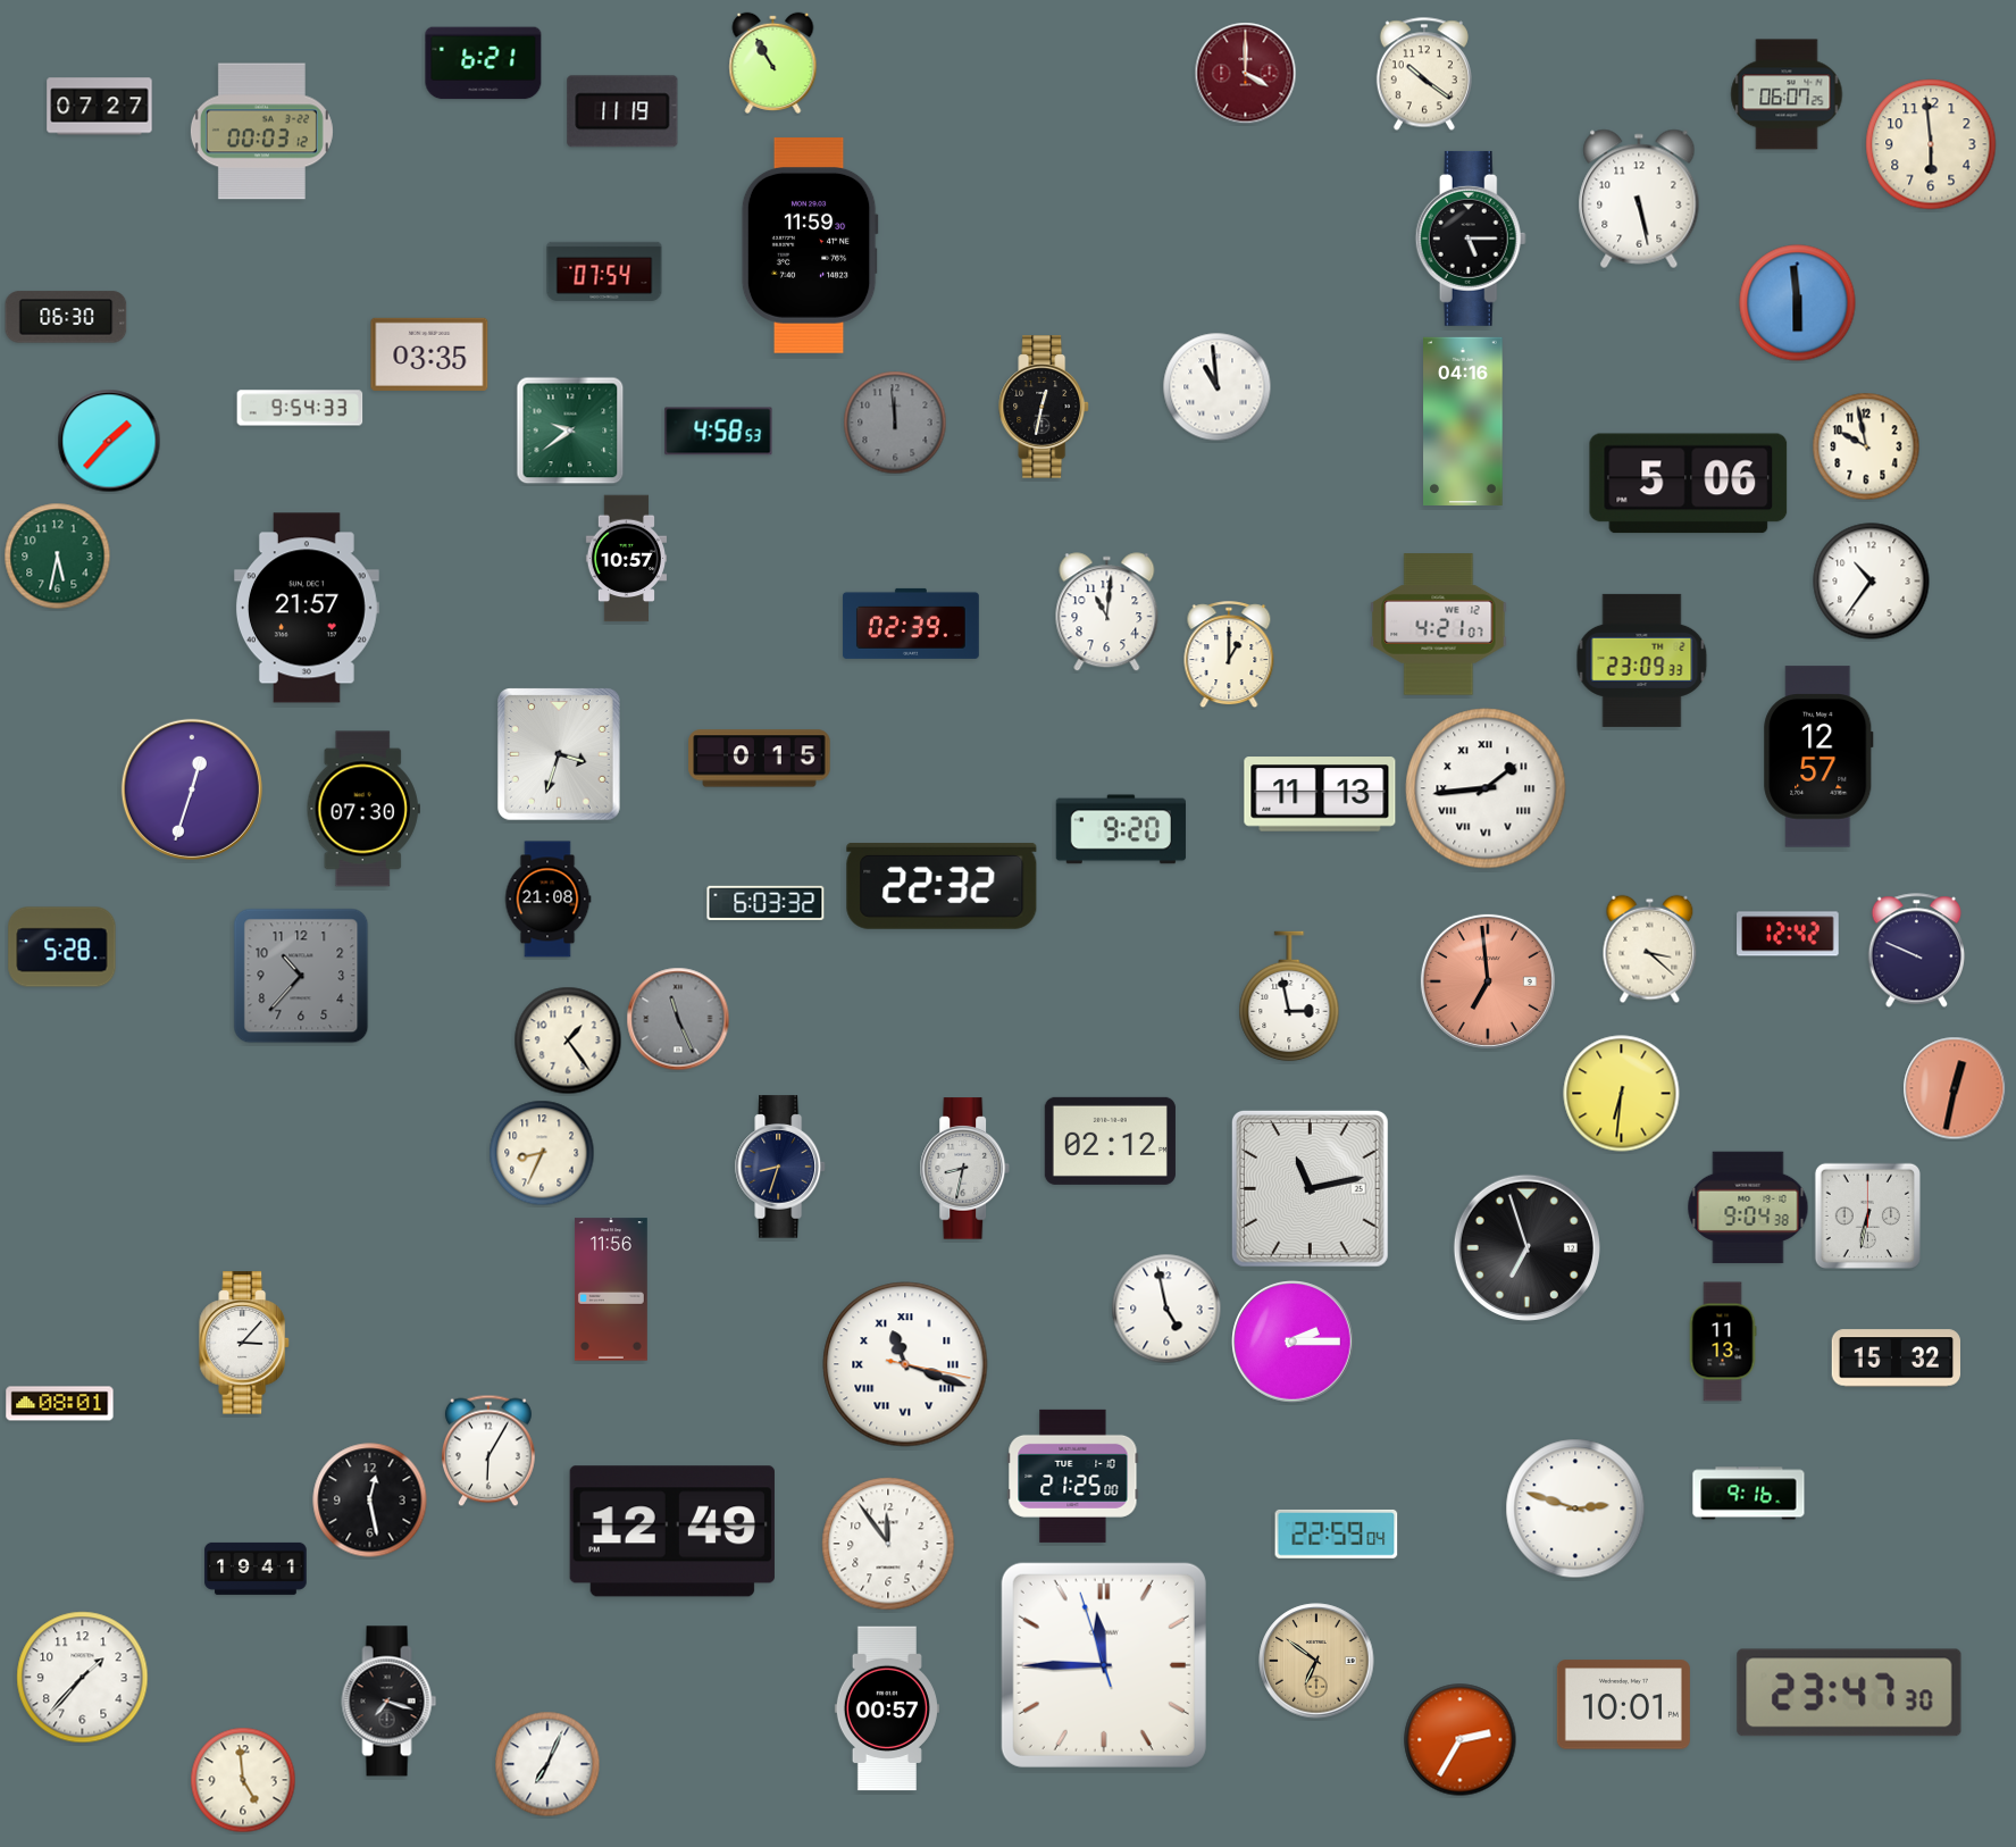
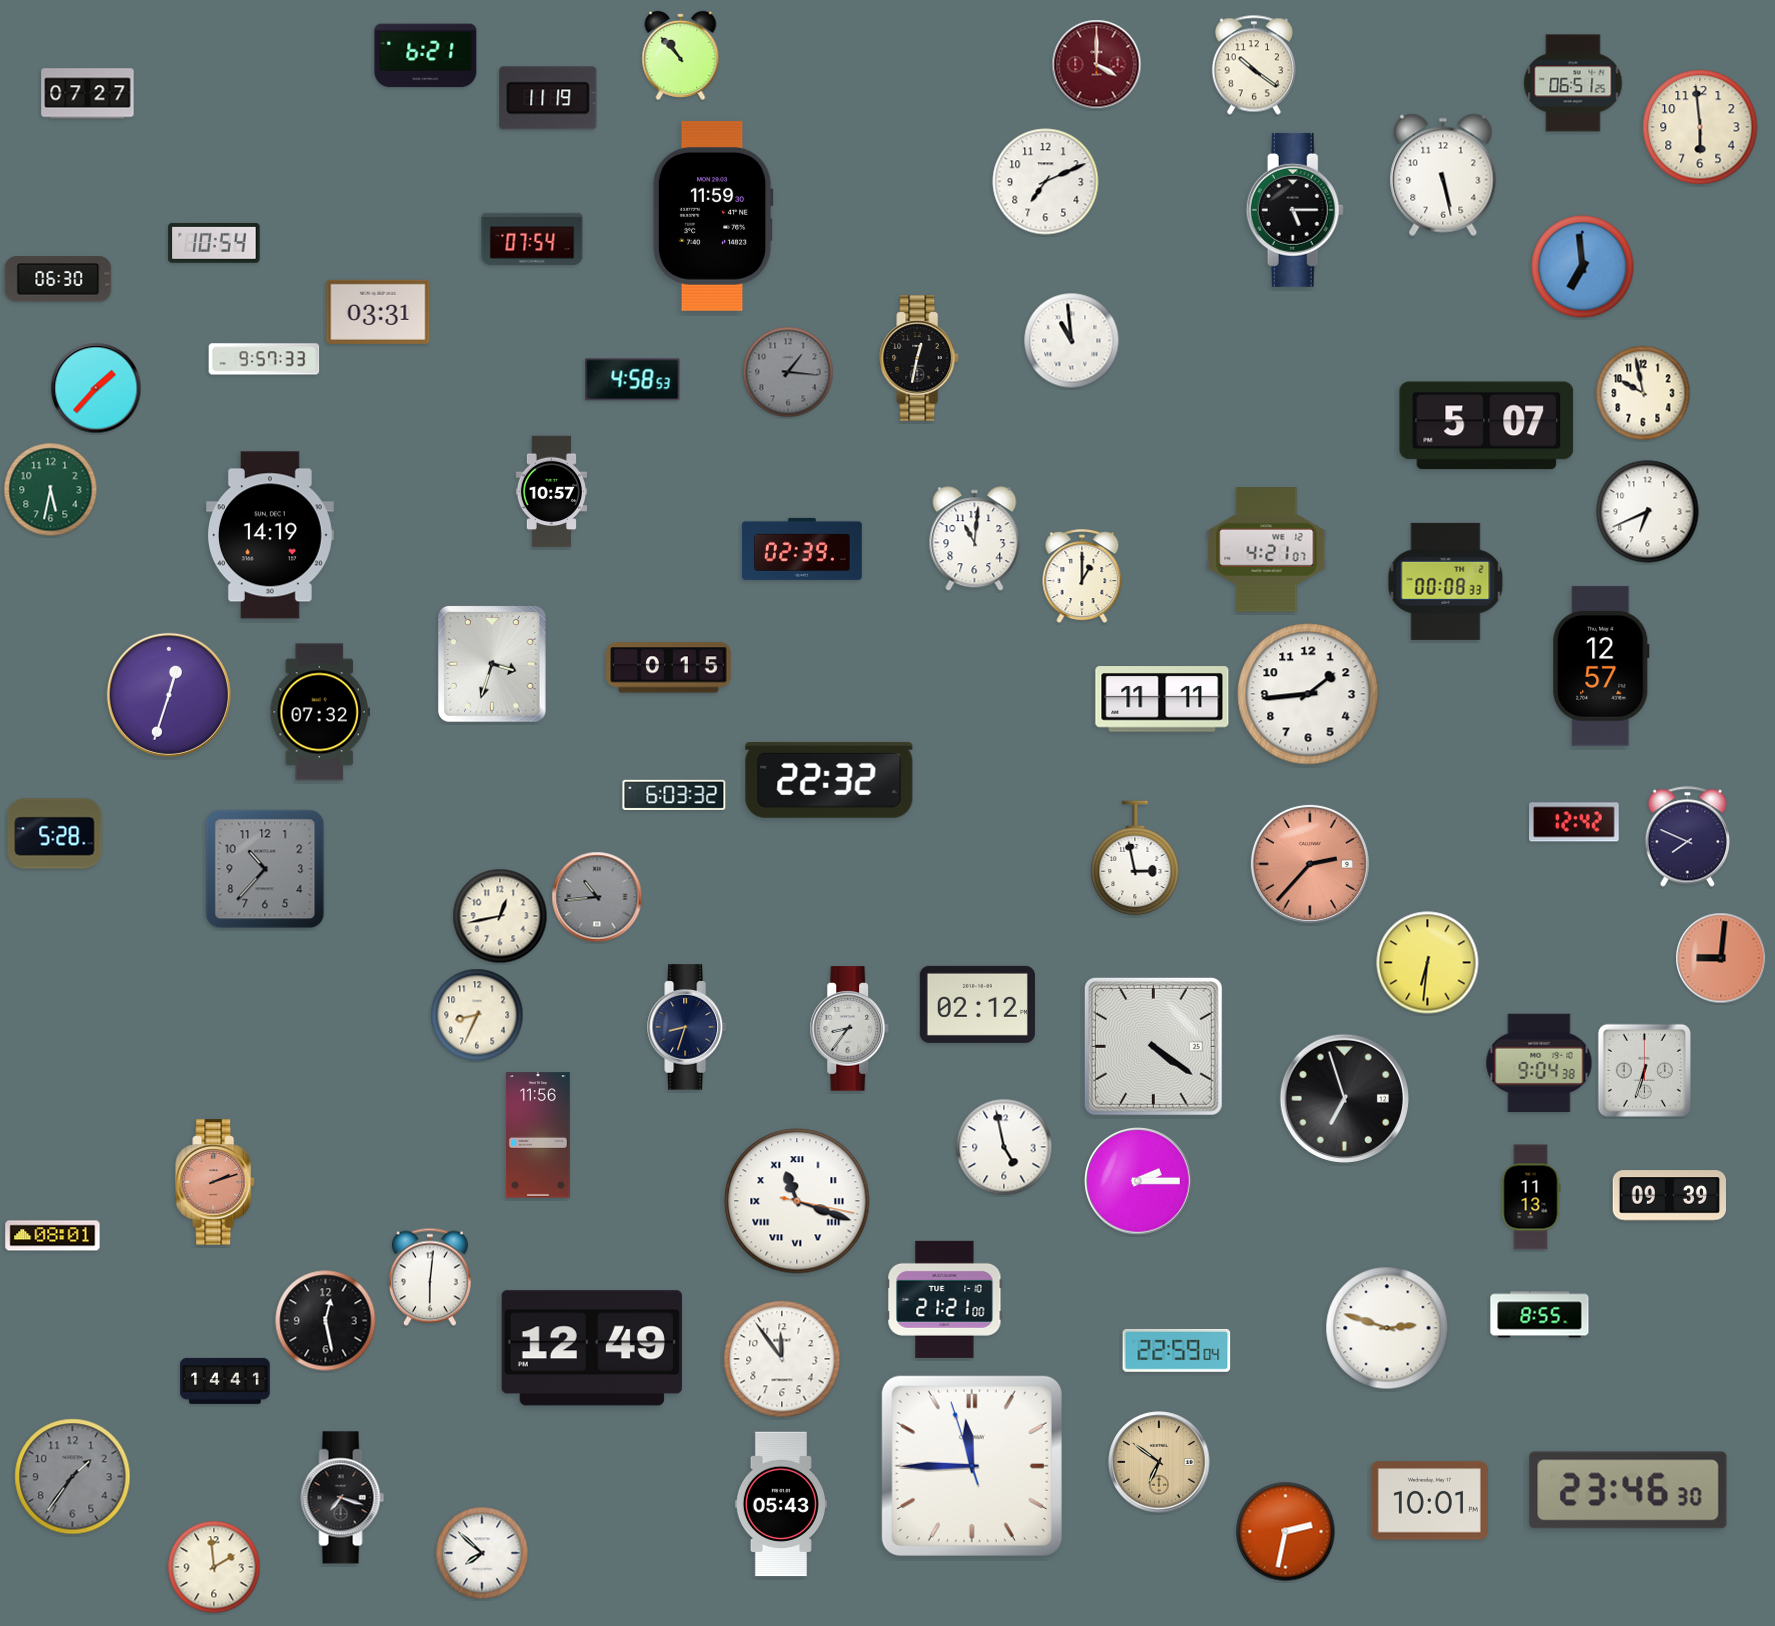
clock at (773, 62): 10:55 -> 10:53
clock at (1787, 94): 06:07 -> 06:51
clock at (261, 132): 00:03 -> none
clock at (1046, 182): none -> 7:11
clock at (214, 243): none -> 10:54
clock at (1798, 303): 5:59 -> 6:59
clock at (429, 354): 03:35 -> 03:31
clock at (300, 408): 9:54 -> 9:57
clock at (1463, 421): 04:16 -> none
clock at (895, 423): 11:59 -> 1:16
clock at (570, 431): 9:39 -> none
clock at (1689, 484): 5:06 -> 5:07
clock at (1872, 582): 10:36 -> 6:41
clock at (308, 608): 21:57 -> 14:19
clock at (1642, 660): 23:09 -> 00:08
clock at (1486, 788) numerals: Roman -> Arabic
clock at (1320, 794): 11:13 -> 11:11
clock at (363, 809): 07:30 -> 07:32
clock at (1121, 829): 9:20 -> none
clock at (547, 900): 21:08 -> none
clock at (1650, 950): 3:22 -> none
clock at (1917, 951): 9:49 -> 7:49
clock at (301, 976) position: (301, 976) -> (265, 869)
clock at (1488, 981): 6:59 -> 2:37
clock at (1289, 996) position: (1289, 996) -> (1135, 858)
clock at (678, 1019): 11:26 -> 10:44
clock at (568, 1040): 1:24 -> 12:43
clock at (1955, 1088): 12:32 -> 9:01
clock at (965, 1169): 8:32 -> 8:36
clock at (1310, 1188): 11:13 -> 4:21
clock at (1867, 1215): 6:32 -> 6:33
clock at (1166, 1309) position: (1166, 1309) -> (1004, 1147)
clock at (1723, 1342) position: (1723, 1342) -> (1531, 1197)
clock at (244, 1343): 3:07 -> 2:12
clock at (244, 1343) dial: white -> salmon
clock at (1896, 1359): 15:32 -> 09:39
clock at (488, 1451): 6:05 -> 6:01
clock at (1073, 1476): 21:25 -> 21:21
clock at (1749, 1494): 9:16 -> 8:55
clock at (256, 1569): 19:41 -> 14:41
clock at (83, 1678): 1:37 -> 1:36
clock at (83, 1678) dial: white -> grey
clock at (1849, 1693): 23:47 -> 23:46
clock at (887, 1708): 00:57 -> 05:43
clock at (1461, 1740): 2:35 -> 2:32
clock at (547, 1764): 7:04 -> 7:52
clock at (243, 1780): 4:59 -> 1:59
